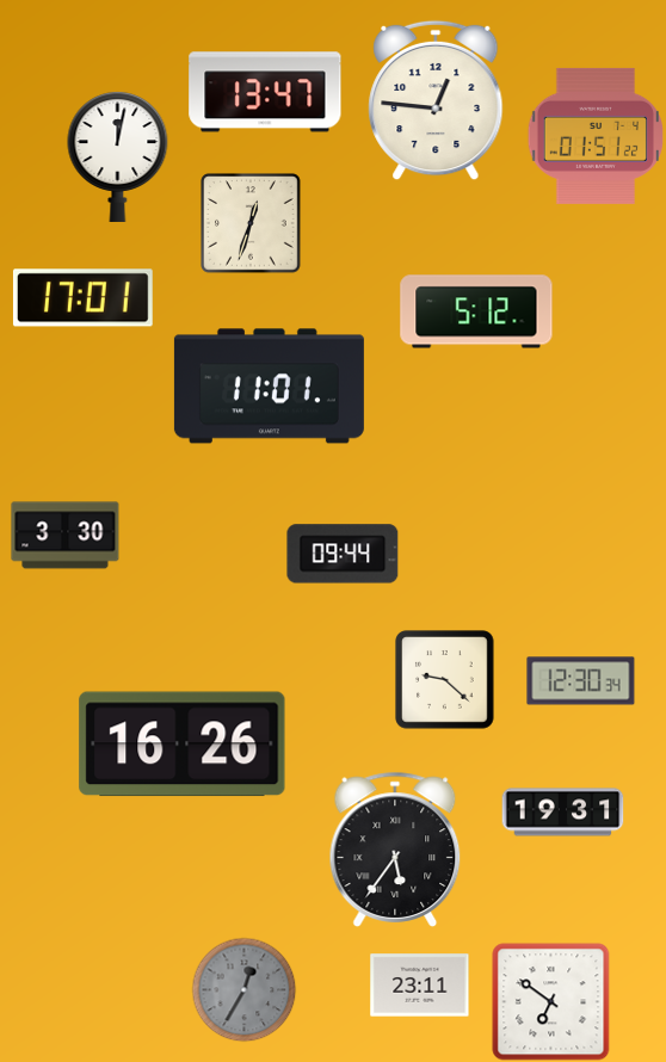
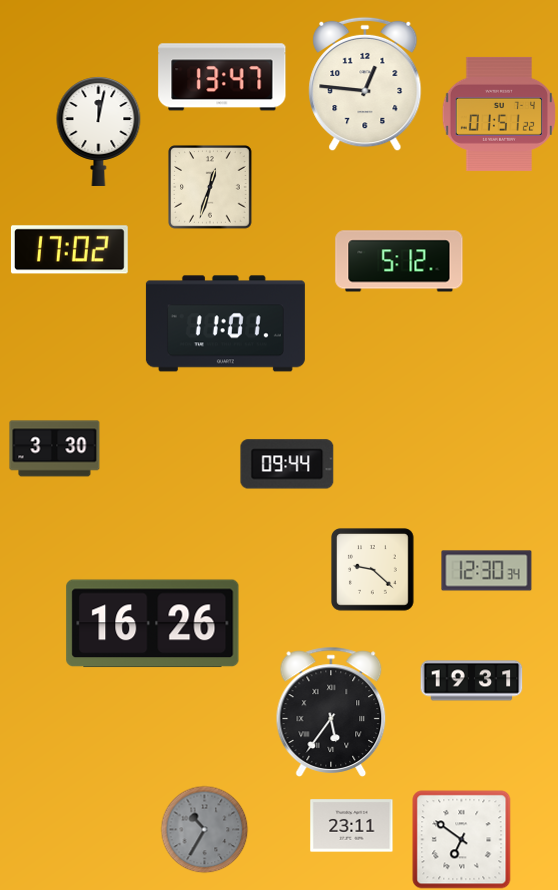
clock at (82, 298): 17:01 -> 17:02
clock at (243, 989): 12:35 -> 10:35
